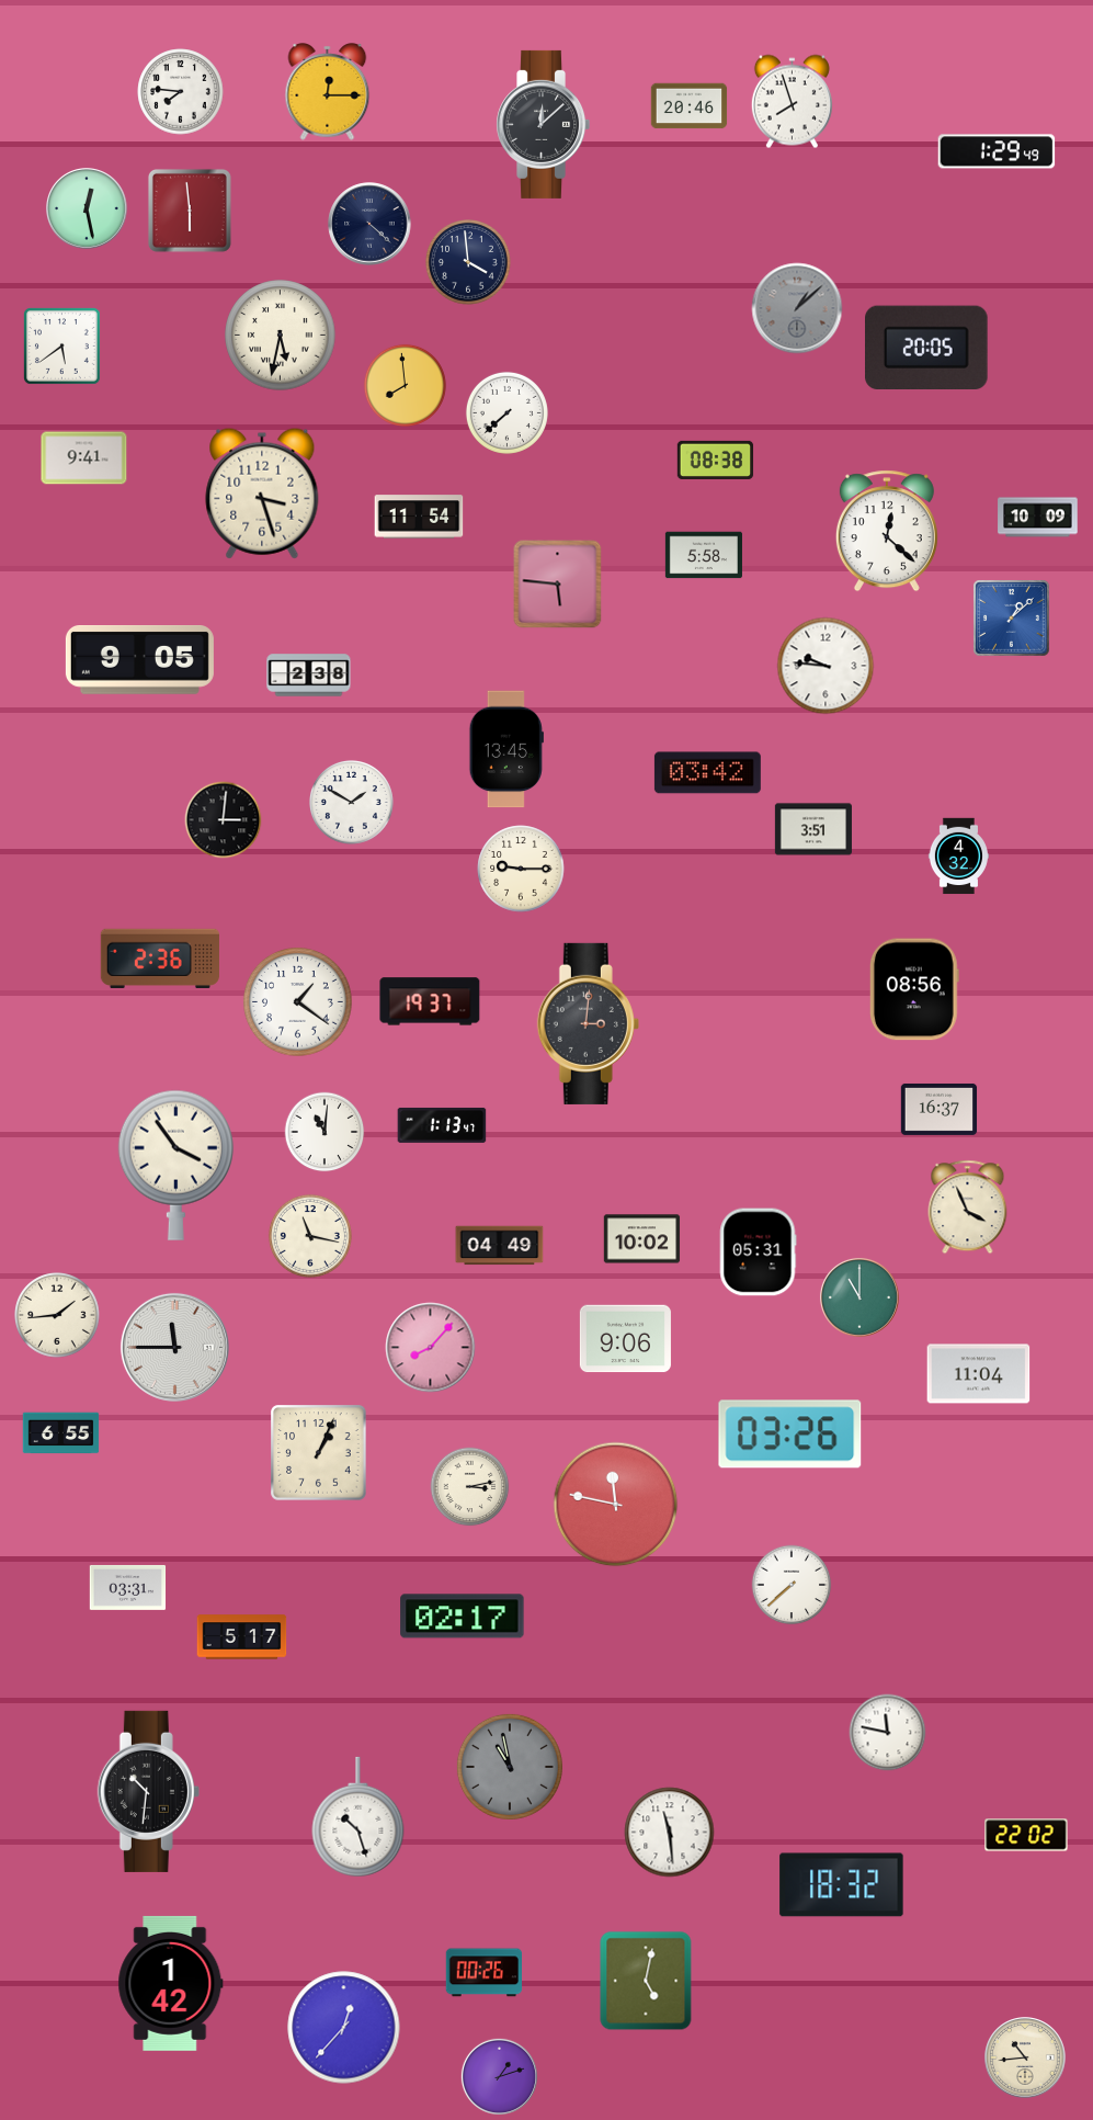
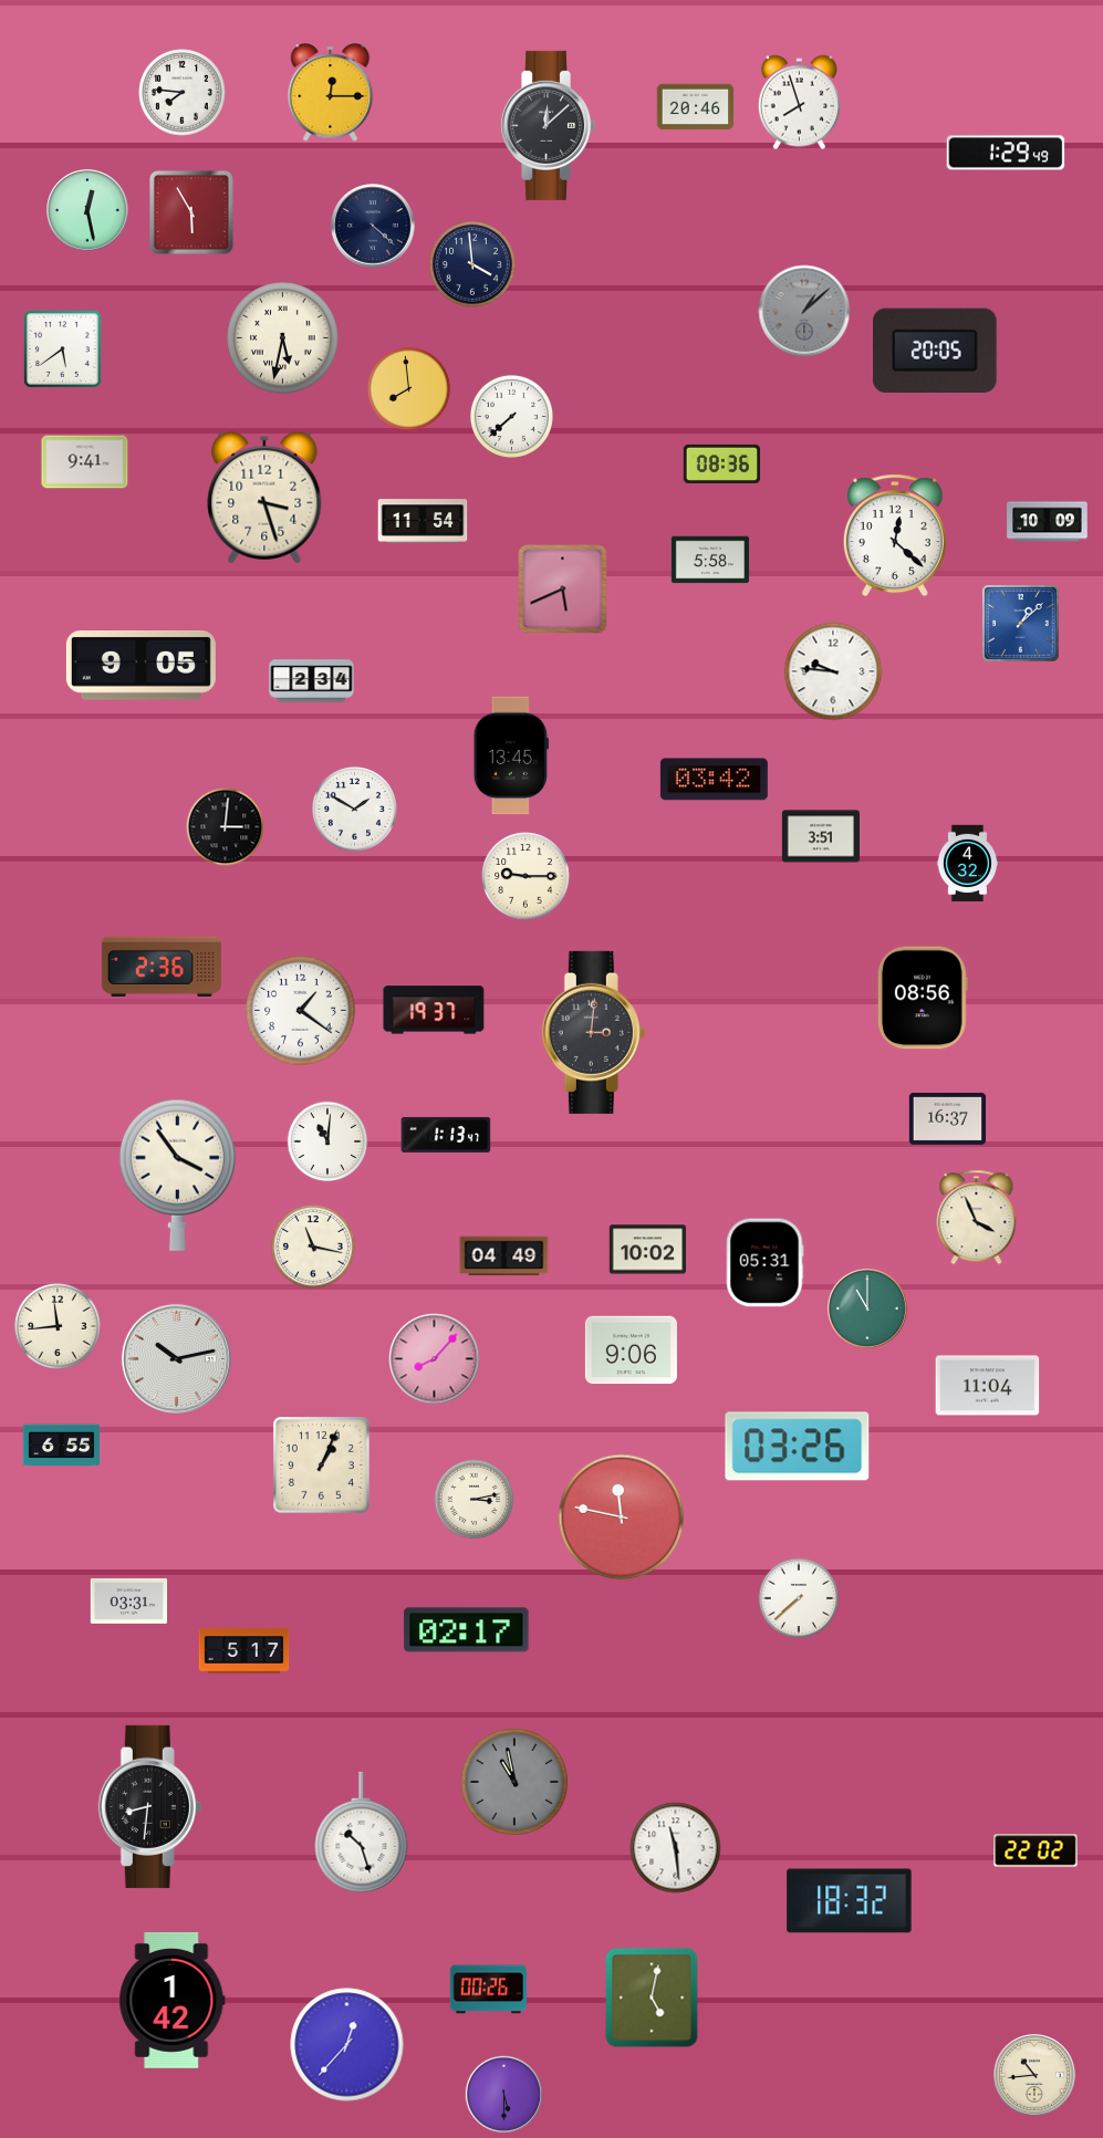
clock at (190, 211): 5:59 -> 5:55
clock at (716, 460): 08:38 -> 08:36
clock at (558, 585): 5:46 -> 5:41
clock at (309, 676): 2:38 -> 2:34
clock at (58, 1316): 1:44 -> 11:44
clock at (174, 1347): 11:45 -> 10:13
clock at (888, 1733): 11:47 -> none
clock at (148, 1791): 10:31 -> 8:31
clock at (499, 2076): 1:12 -> 5:30
